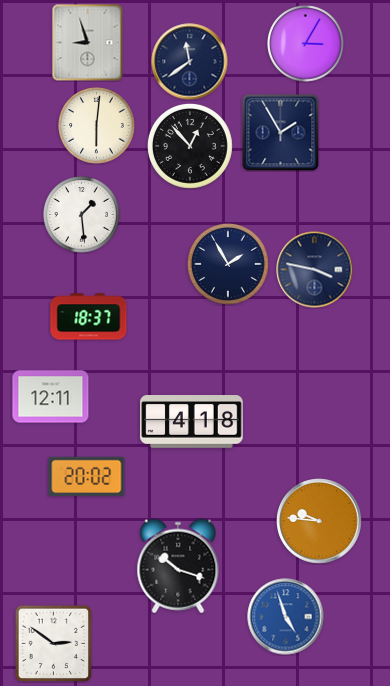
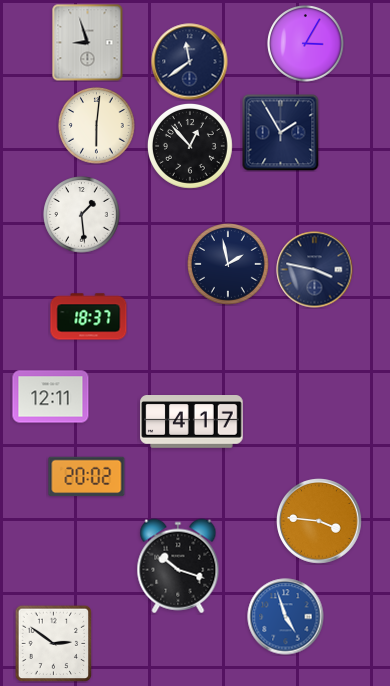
clock at (229, 265): 1:55 -> 1:58
clock at (192, 422): 4:18 -> 4:17
clock at (319, 521): 9:46 -> 3:46
